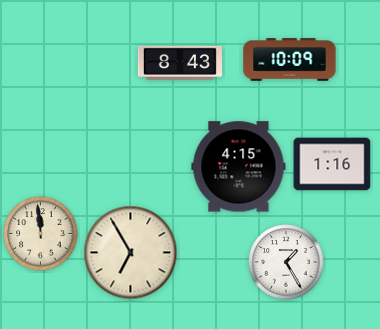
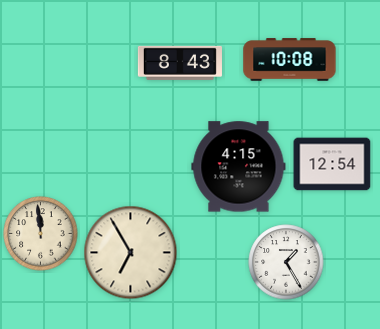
clock at (290, 60): 10:09 -> 10:08
clock at (332, 164): 1:16 -> 12:54
